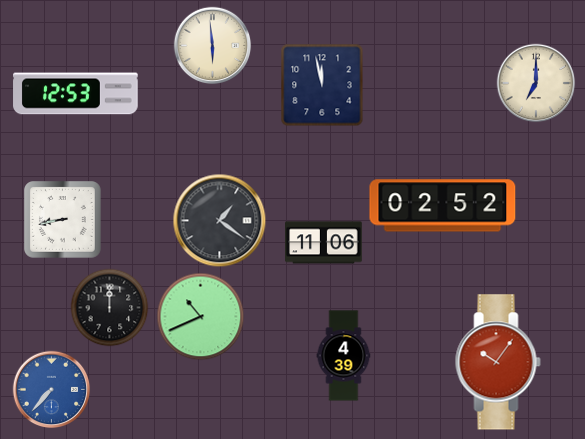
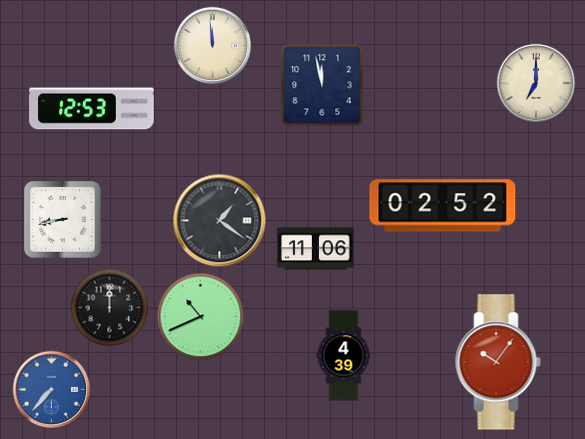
clock at (212, 45): 5:59 -> 11:59
clock at (76, 94) position: (76, 94) -> (92, 109)
clock at (324, 243) position: (324, 243) -> (316, 249)
